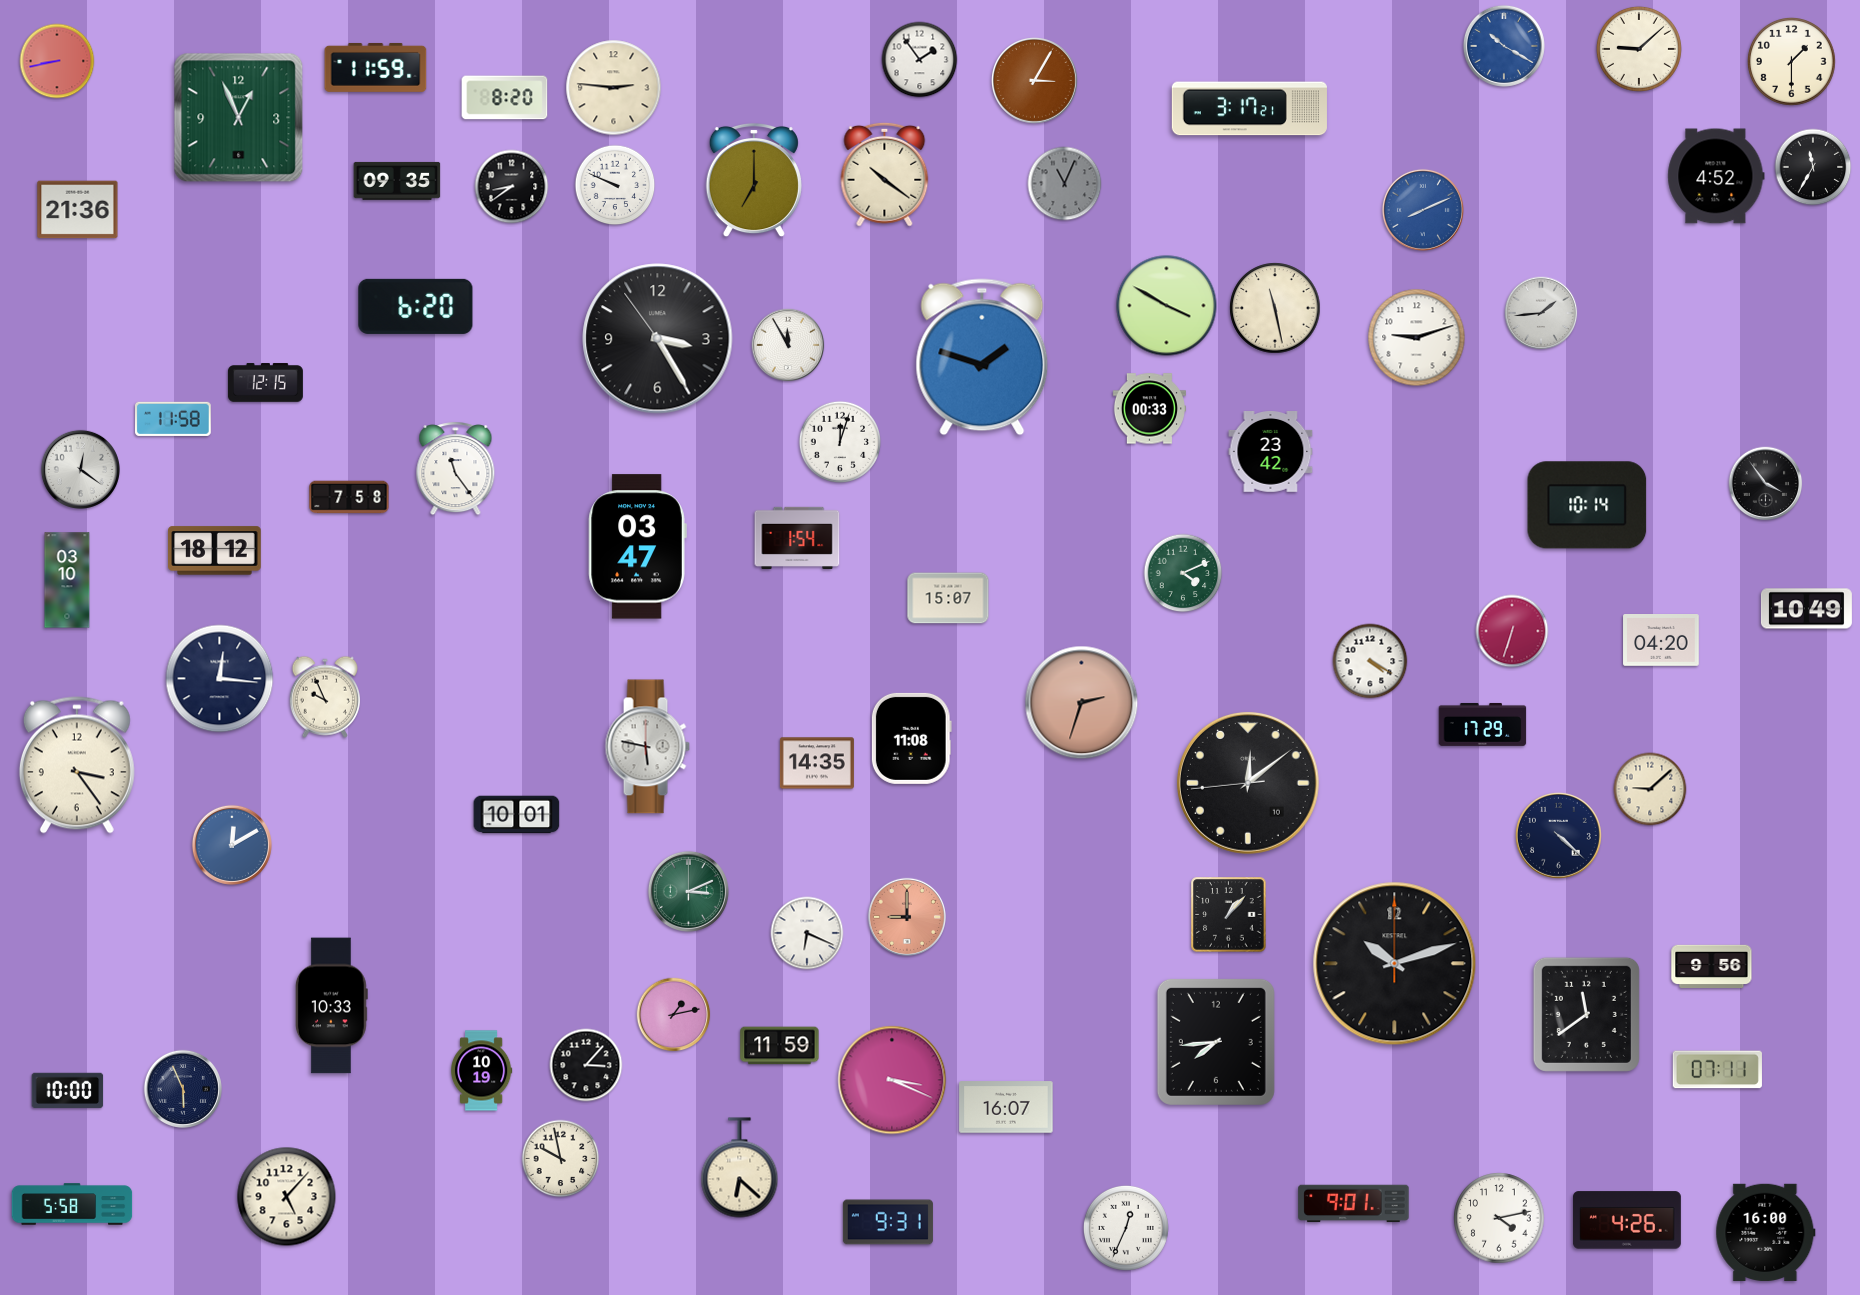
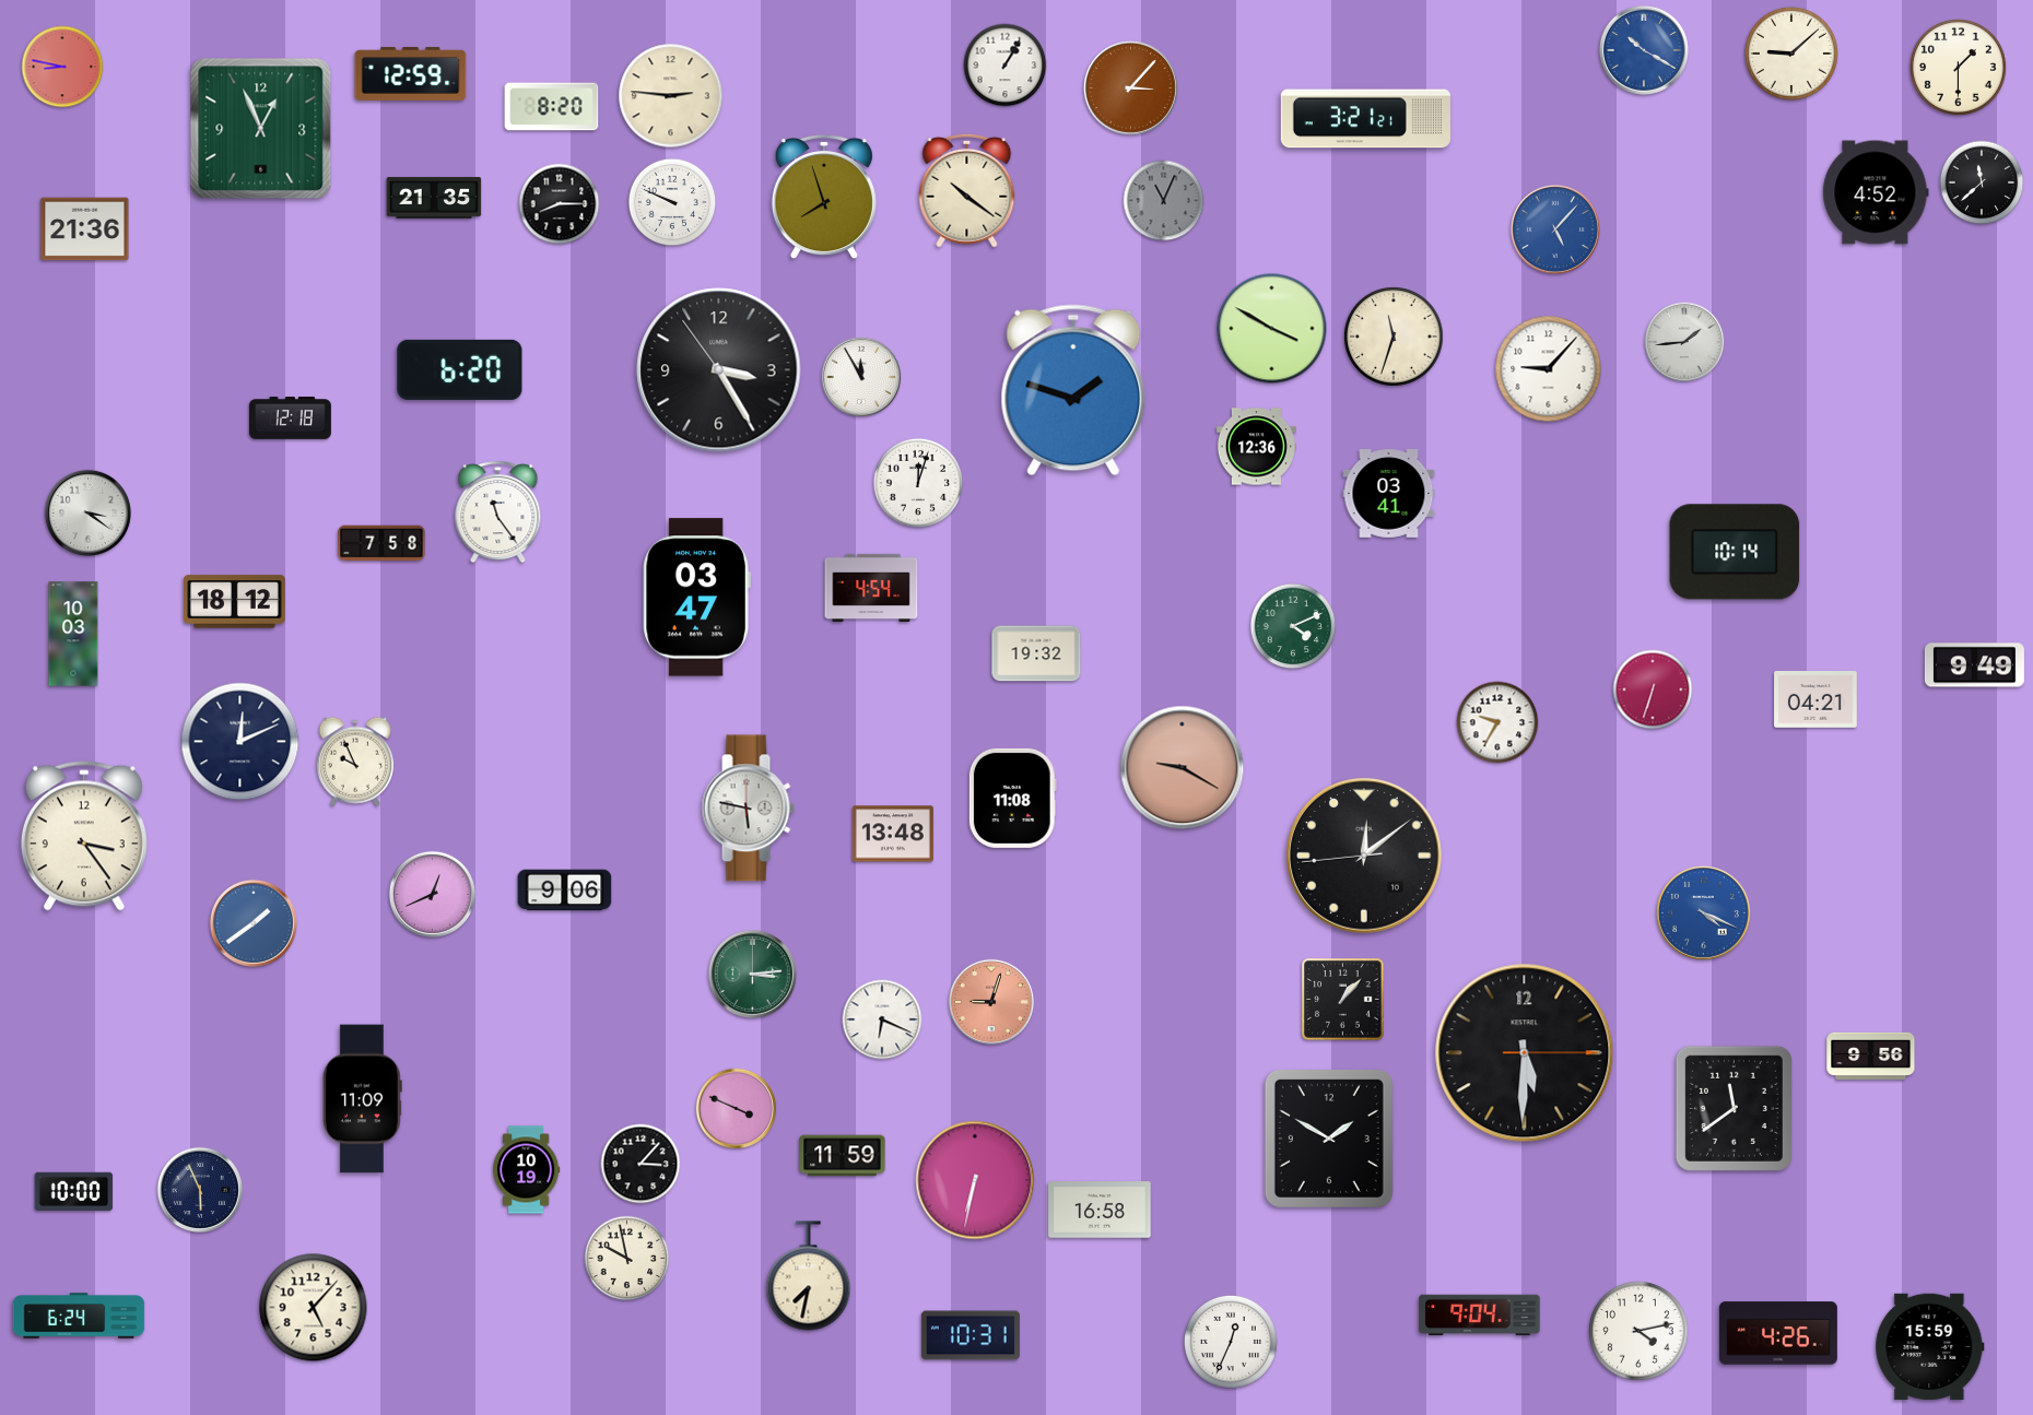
clock at (920, 60): 1:54 -> 1:05
clock at (57, 61): 8:43 -> 8:47
clock at (376, 67): 11:59 -> 12:59
clock at (1035, 81): 3:05 -> 3:07
clock at (1249, 109): 3:17 -> 3:21
clock at (1813, 167): 11:35 -> 11:38
clock at (754, 180): 7:00 -> 7:57
clock at (397, 181): 09:35 -> 21:35
clock at (512, 187): 8:39 -> 8:15
clock at (1423, 210): 8:11 -> 5:07
clock at (416, 306) position: (416, 306) -> (460, 369)
clock at (1167, 306) position: (1167, 306) -> (1272, 329)
clock at (1275, 308): 11:28 -> 11:33
clock at (1417, 338): 9:12 -> 9:07
clock at (265, 383): 12:15 -> 12:18
clock at (1149, 409): 00:33 -> 12:36
clock at (174, 419): 11:58 -> none
clock at (1271, 452): 23:42 -> 03:41
clock at (80, 469): 12:21 -> 3:21
clock at (1766, 484): 3:54 -> none
clock at (797, 537): 1:54 -> 4:54
clock at (67, 580): 03:10 -> 10:03
clock at (948, 598): 15:07 -> 19:32
clock at (1806, 609): 10:49 -> 9:49
clock at (1661, 641): 04:20 -> 04:21
clock at (1370, 661): 4:20 -> 9:35
clock at (220, 679): 12:16 -> 12:11
clock at (1082, 703): 2:33 -> 9:20
clock at (1483, 724): 17:29 -> none
clock at (911, 738) position: (911, 738) -> (1012, 798)
clock at (647, 747) position: (647, 747) -> (748, 809)
clock at (817, 763): 14:35 -> 13:48
clock at (1650, 789): 9:08 -> none
clock at (517, 815): 10:01 -> 9:06
clock at (432, 894): none -> 12:41
clock at (1559, 836): 4:22 -> 4:19
clock at (1559, 836) dial: navy -> blue
clock at (232, 845): 12:10 -> 1:39
clock at (688, 891): 3:11 -> 3:14
clock at (907, 917): 9:00 -> 9:03
clock at (1395, 964): 10:12 -> 5:30
clock at (331, 1006): 10:33 -> 11:09
clock at (674, 1015): 1:13 -> 3:49
clock at (1216, 1042): 7:44 -> 1:50
clock at (780, 1046) position: (780, 1046) -> (843, 1156)
clock at (1717, 1070): 07:11 -> none
clock at (892, 1080): 3:19 -> 6:32
clock at (1006, 1107): 16:07 -> 16:58
clock at (561, 1159) position: (561, 1159) -> (627, 1259)
clock at (740, 1168): 6:22 -> 7:32
clock at (72, 1204): 5:58 -> 6:24
clock at (1354, 1204): 9:01 -> 9:04
clock at (888, 1222): 9:31 -> 10:31
clock at (1766, 1232): 16:00 -> 15:59
